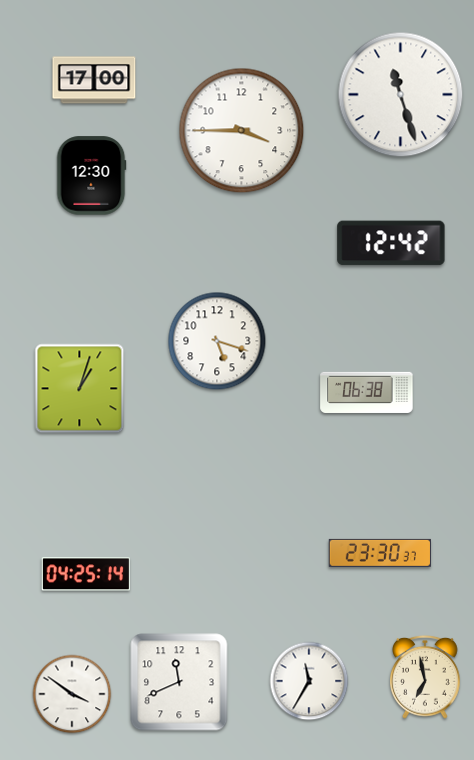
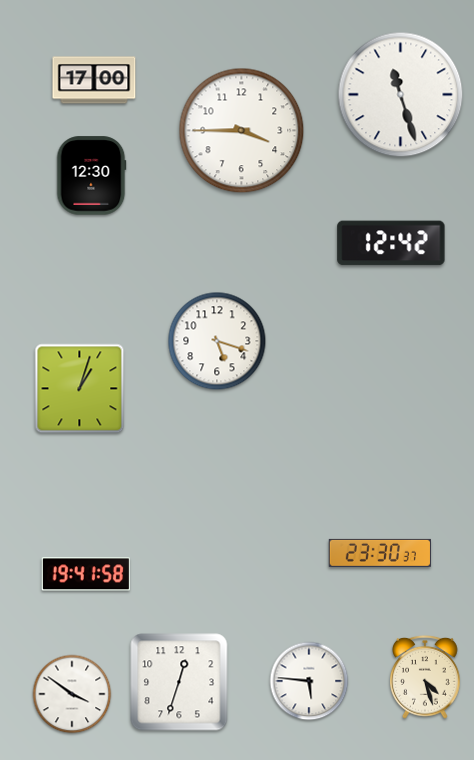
clock at (367, 392): 06:38 -> none
clock at (86, 574): 04:25 -> 19:41
clock at (426, 677): 6:58 -> 4:27
clock at (309, 681): 11:35 -> 5:46
clock at (179, 682): 11:41 -> 12:33
